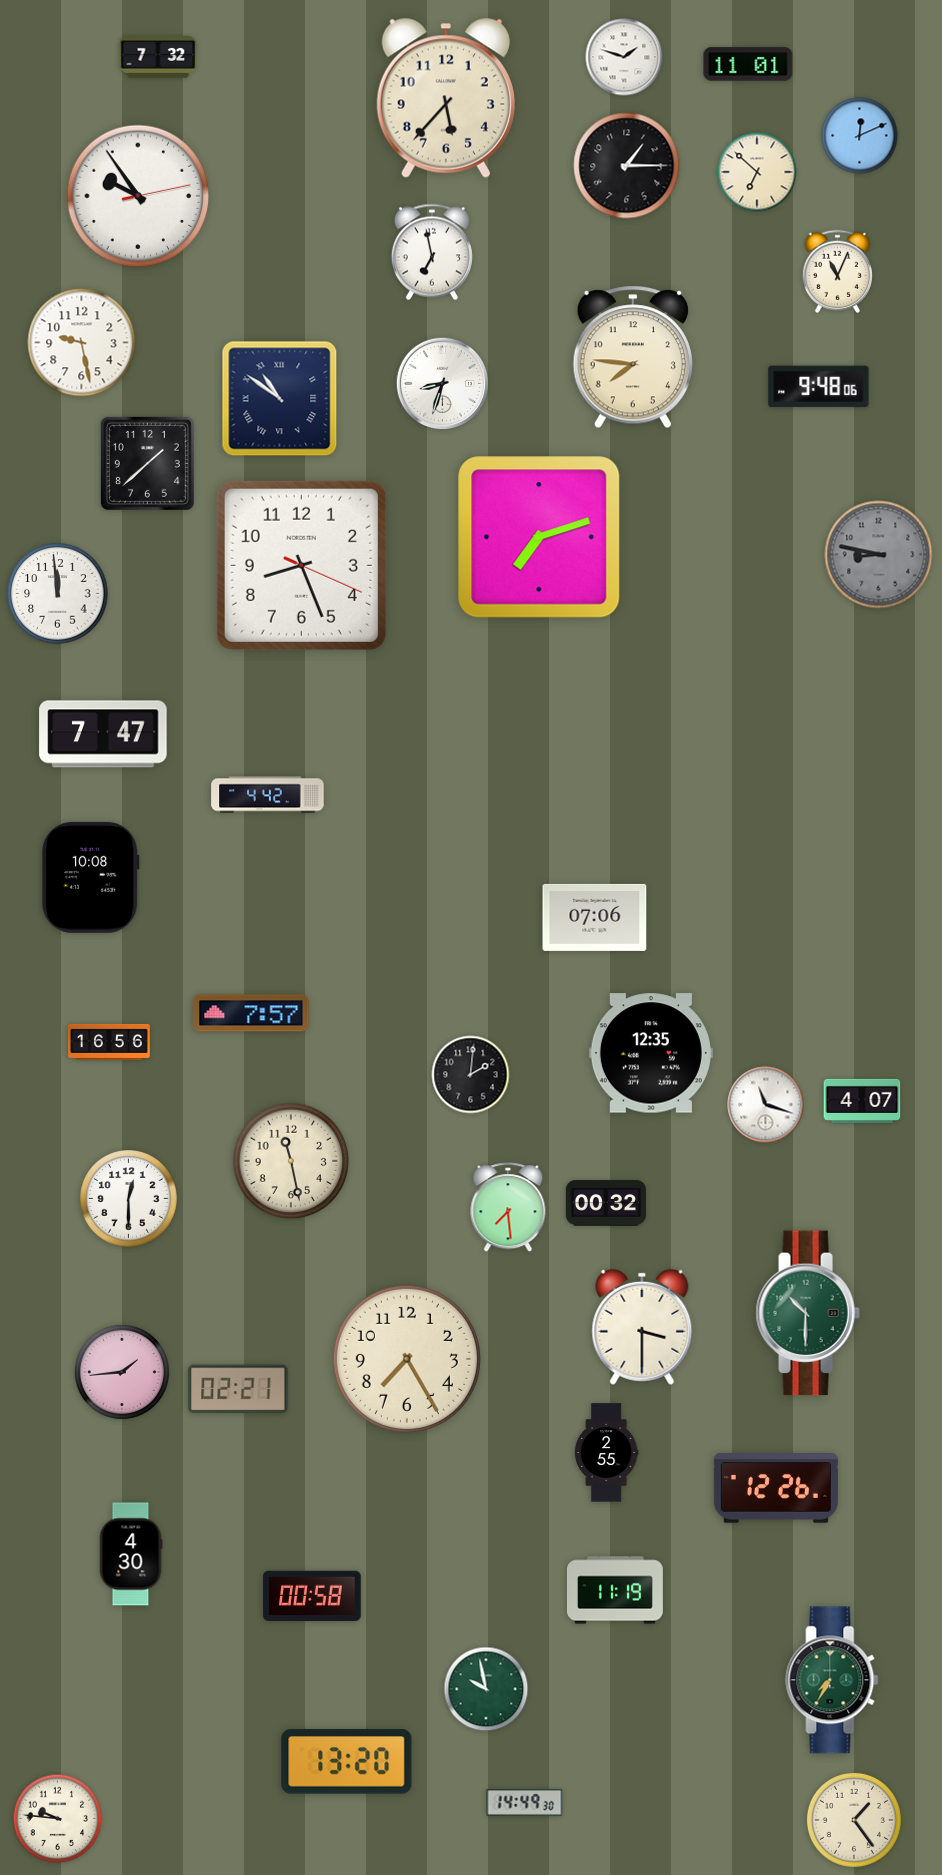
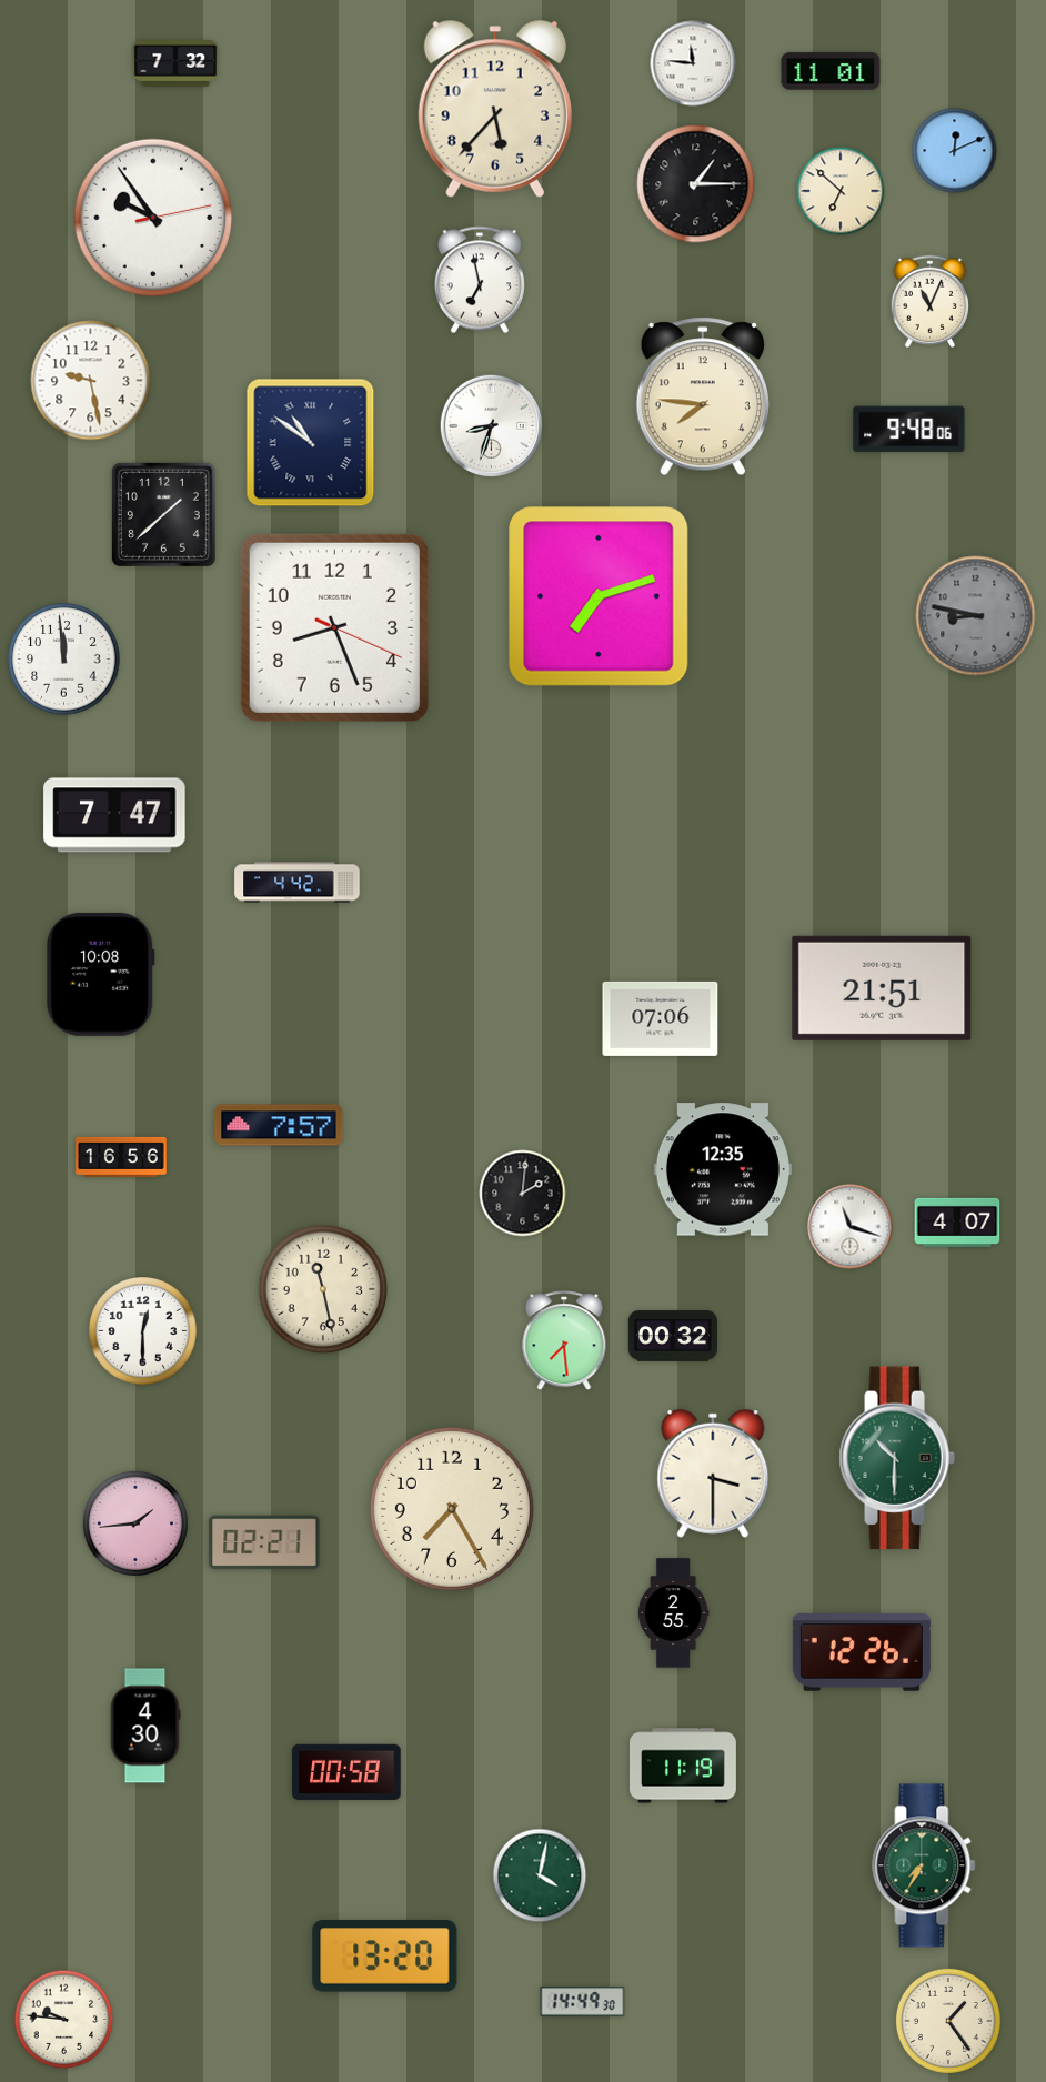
clock at (624, 57): 1:48 -> 11:46
clock at (882, 988): none -> 21:51
clock at (486, 1689): 9:58 -> 4:02
